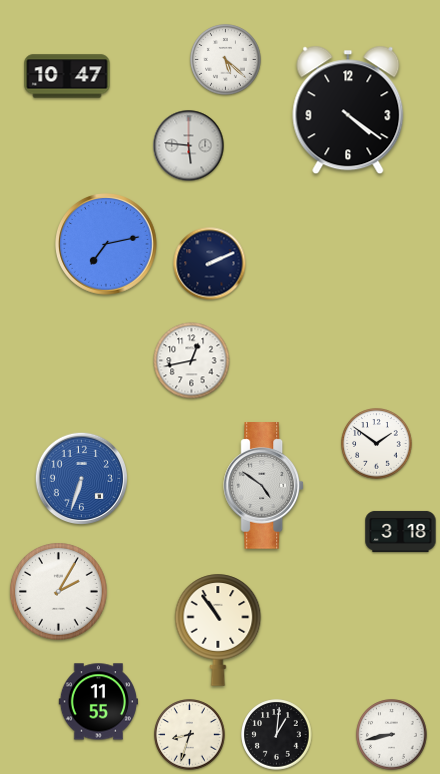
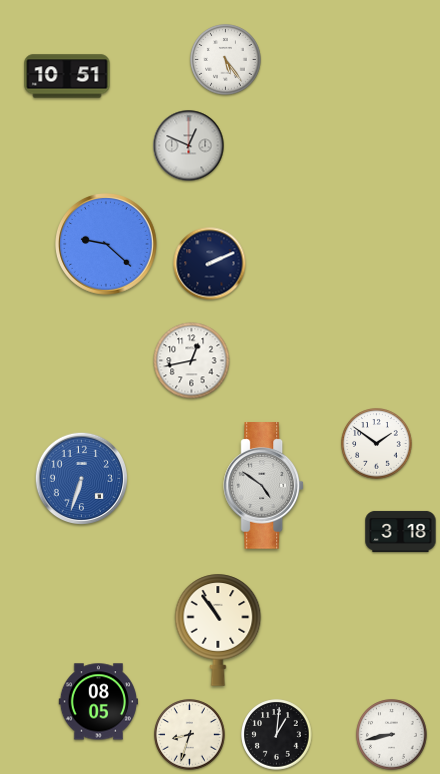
clock at (226, 60): 5:22 -> 5:24
clock at (67, 76): 10:47 -> 10:51
clock at (348, 110): 4:21 -> none
clock at (189, 146): 5:46 -> 12:49
clock at (106, 244): 7:13 -> 9:22
clock at (59, 592): 2:05 -> none
clock at (98, 702): 11:55 -> 08:05
